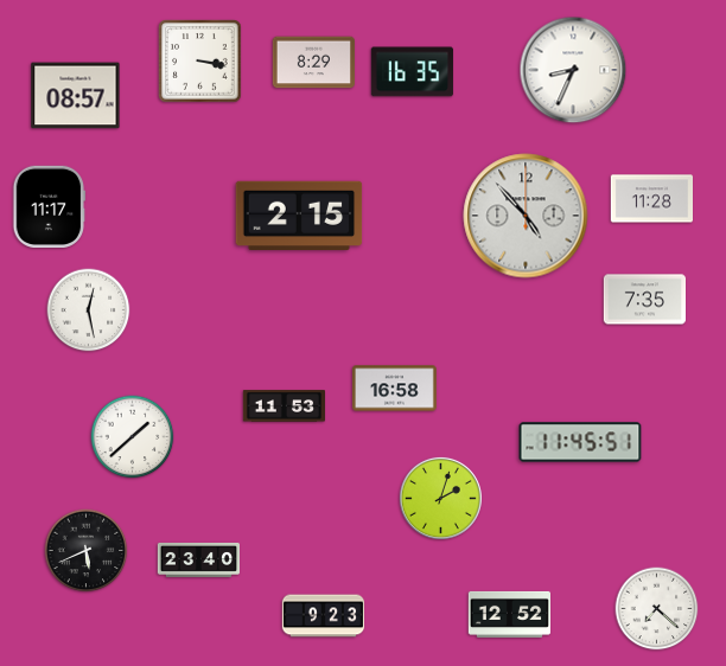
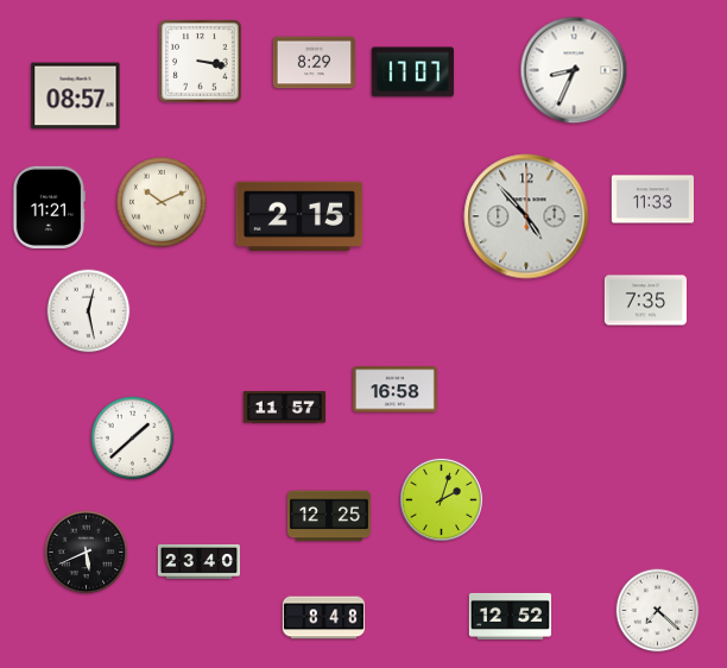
clock at (412, 72): 16:35 -> 17:07
clock at (651, 199): 11:28 -> 11:33
clock at (162, 202): none -> 10:11
clock at (50, 206): 11:17 -> 11:21
clock at (284, 406): 11:53 -> 11:57
clock at (580, 442): 11:45 -> none
clock at (329, 516): none -> 12:25
clock at (324, 616): 9:23 -> 8:48
